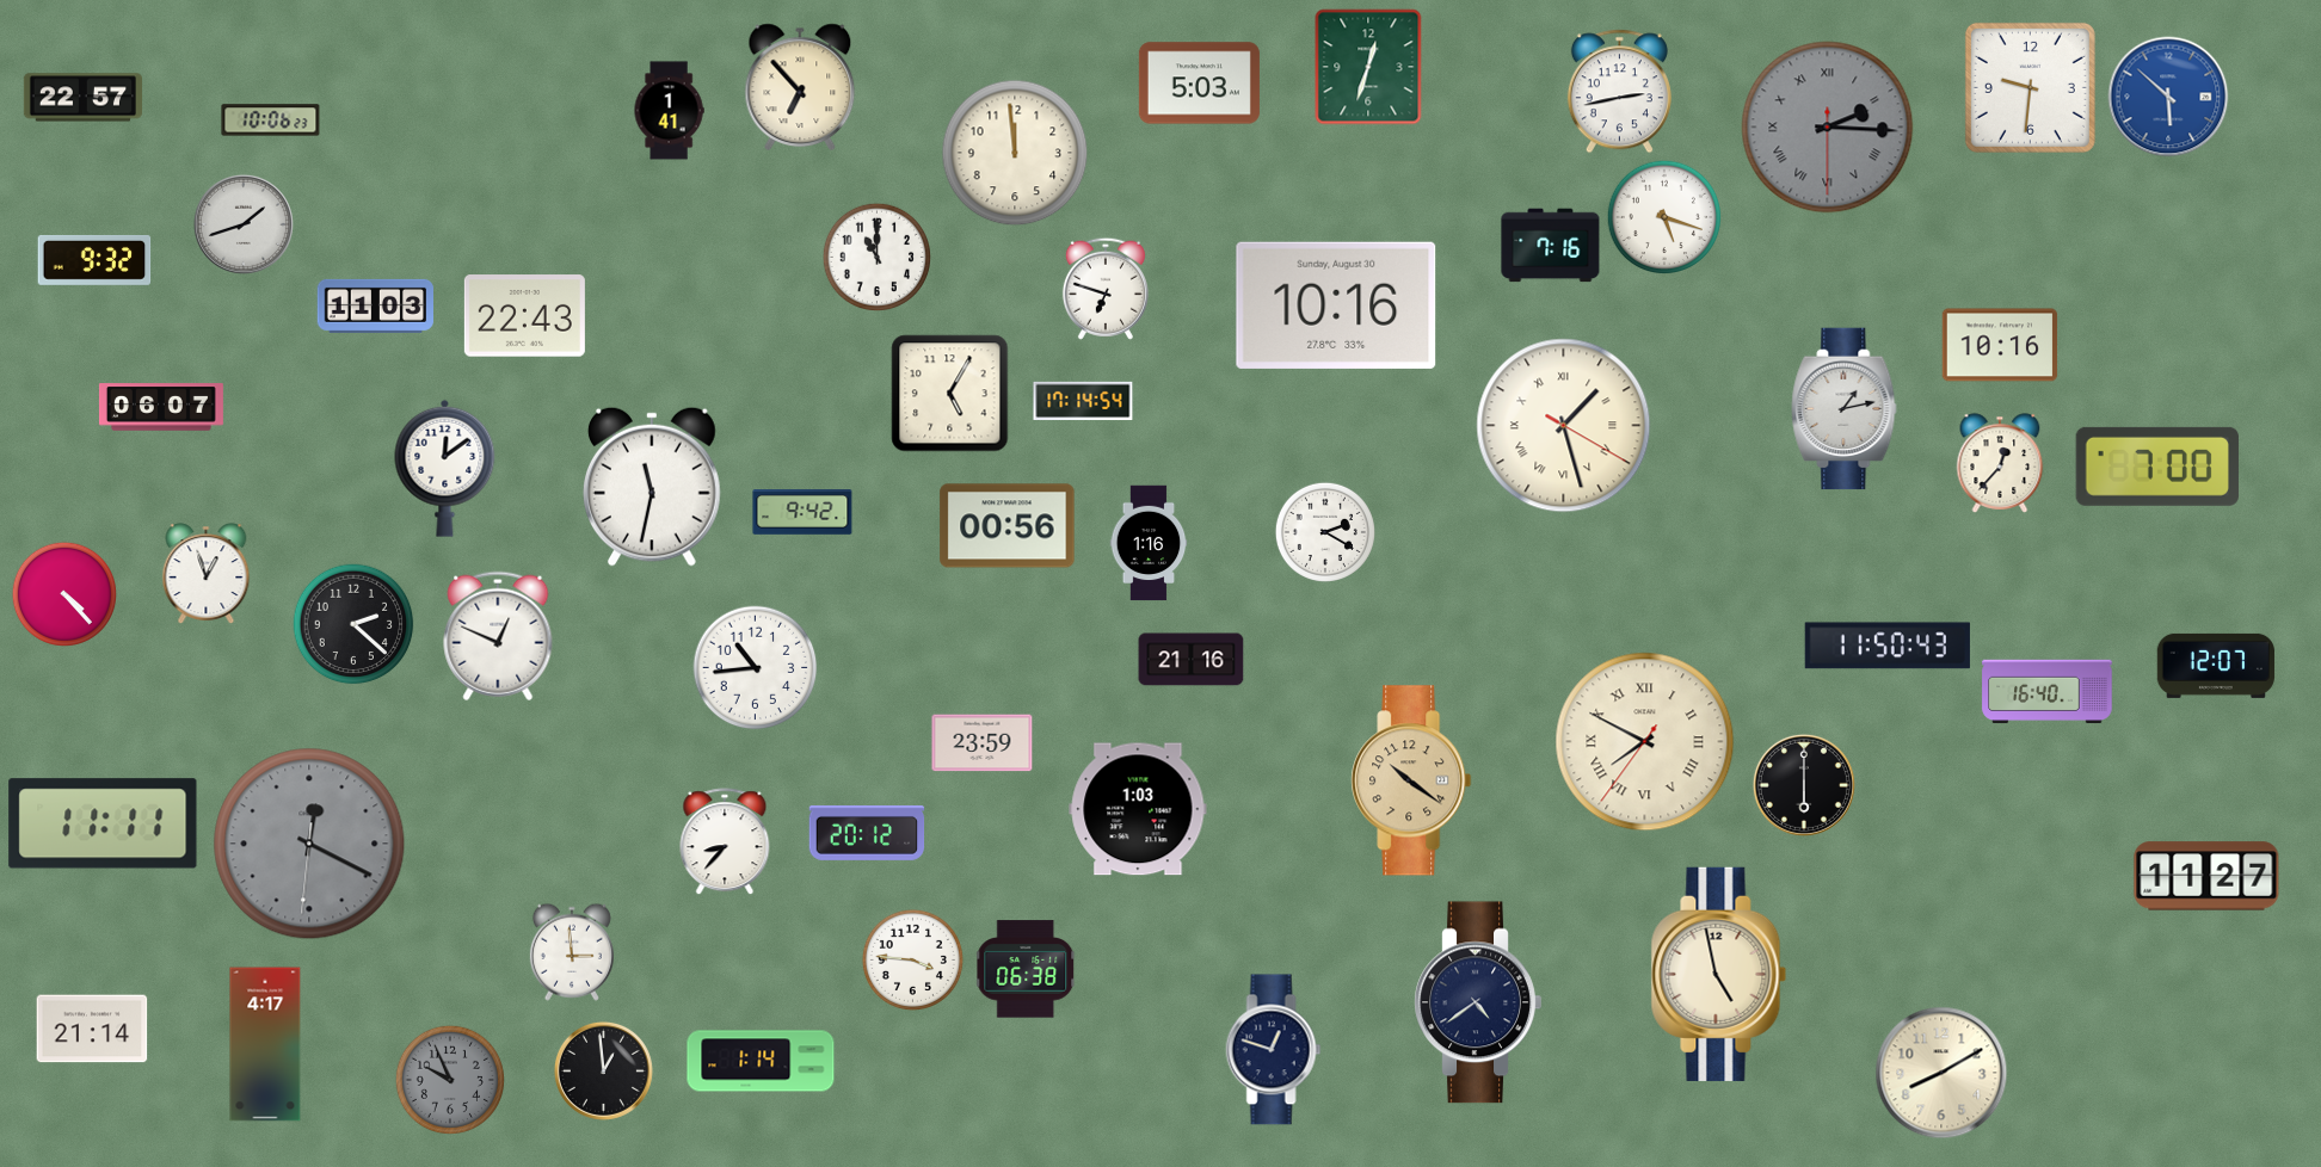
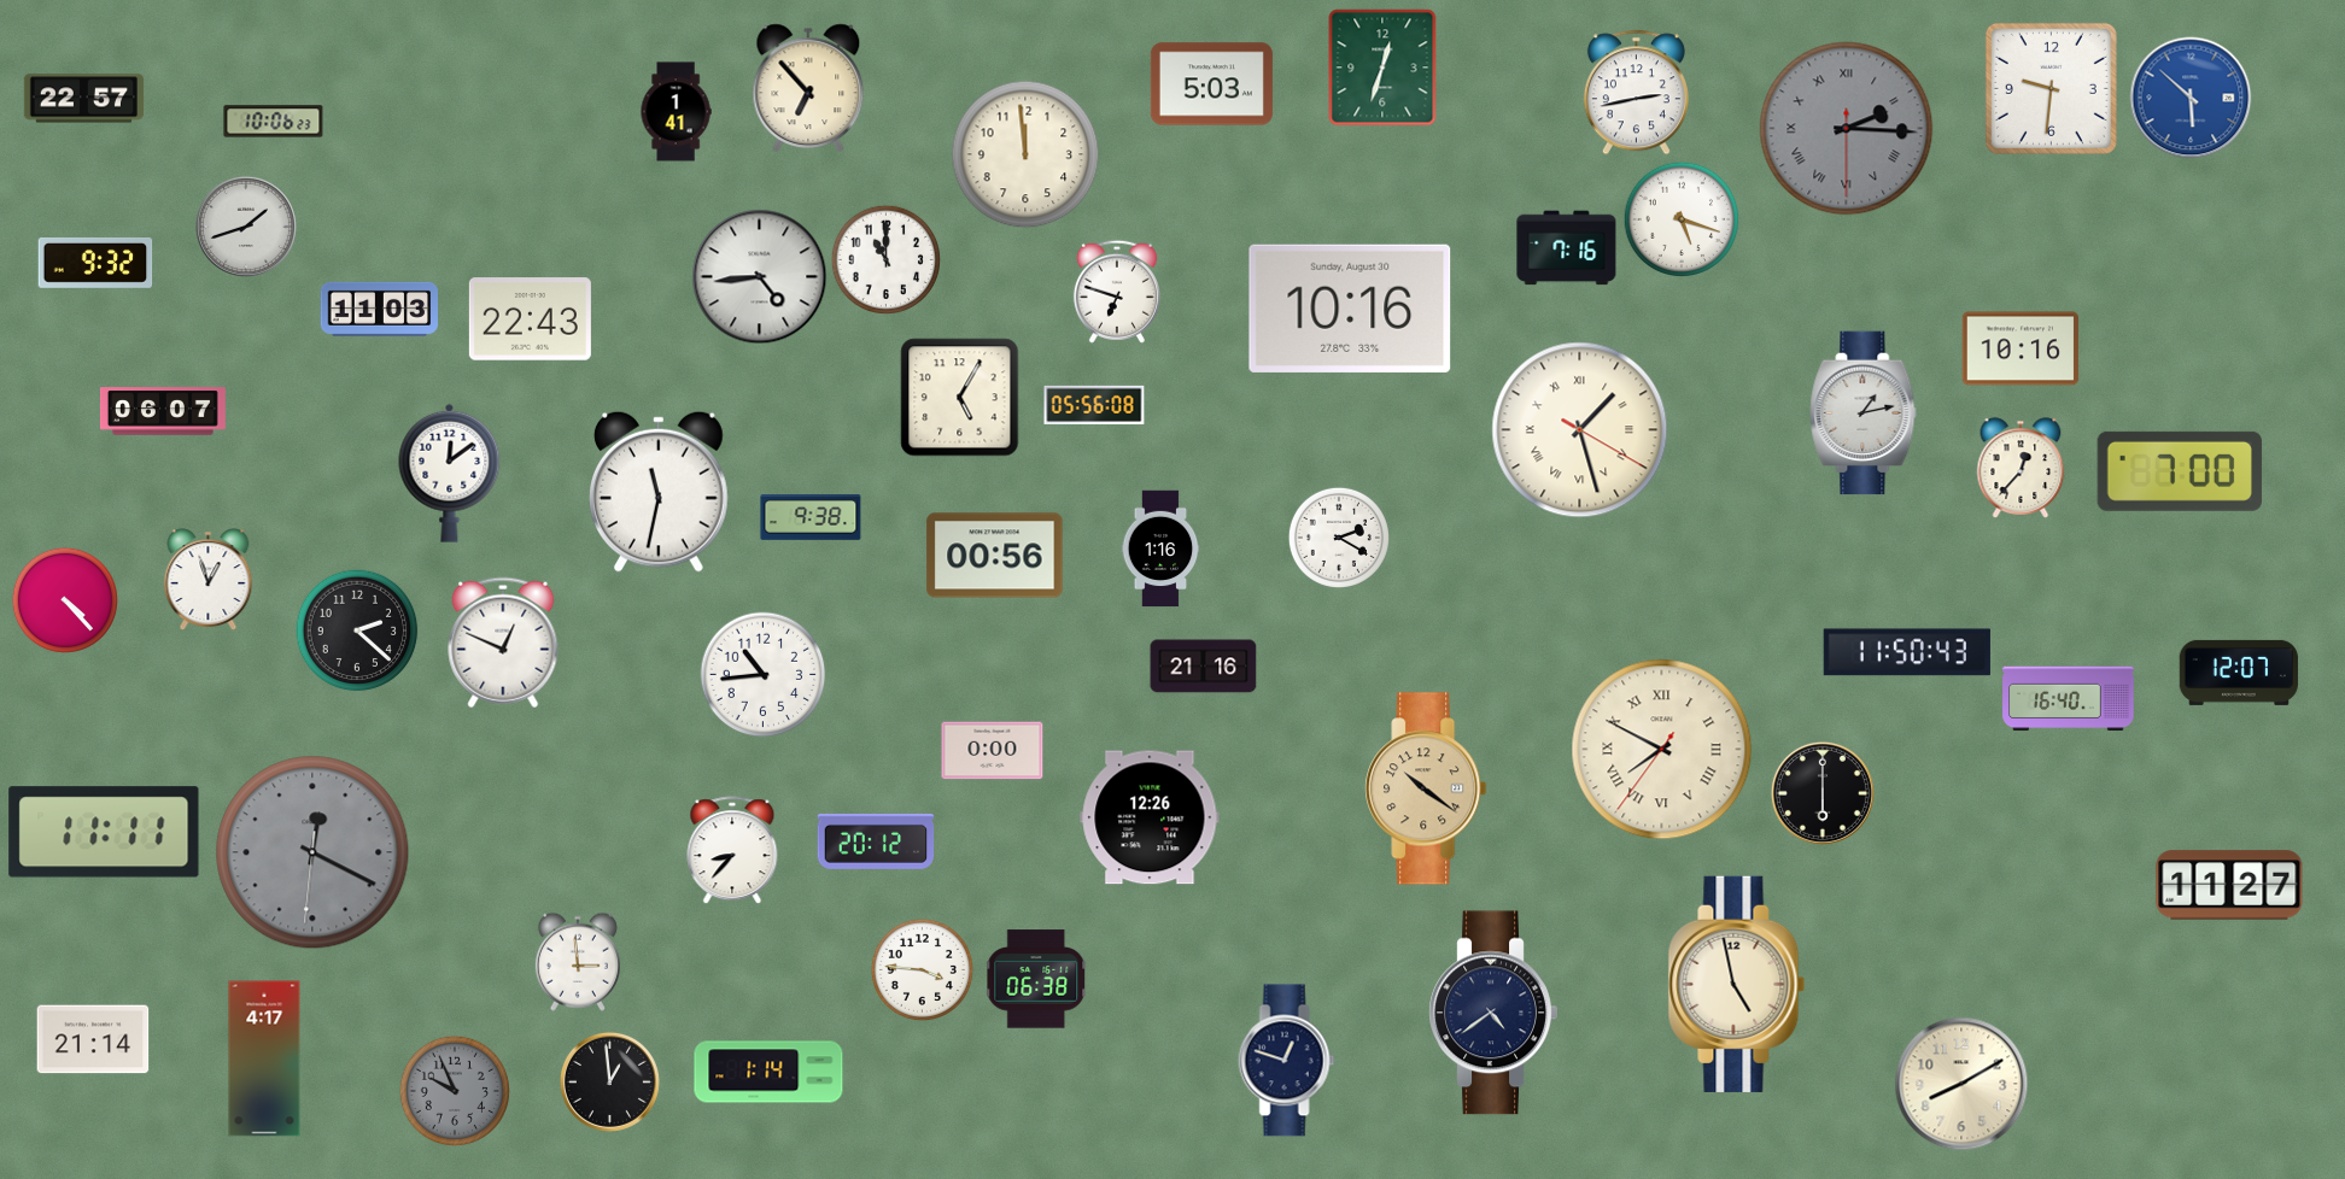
clock at (760, 277): none -> 4:44
clock at (1083, 400): 17:14 -> 05:56
clock at (802, 512): 9:42 -> 9:38
clock at (1008, 526) position: (1008, 526) -> (995, 556)
clock at (983, 743): 23:59 -> 0:00
clock at (1138, 809): 1:03 -> 12:26
clock at (265, 1044) position: (265, 1044) -> (264, 1058)
